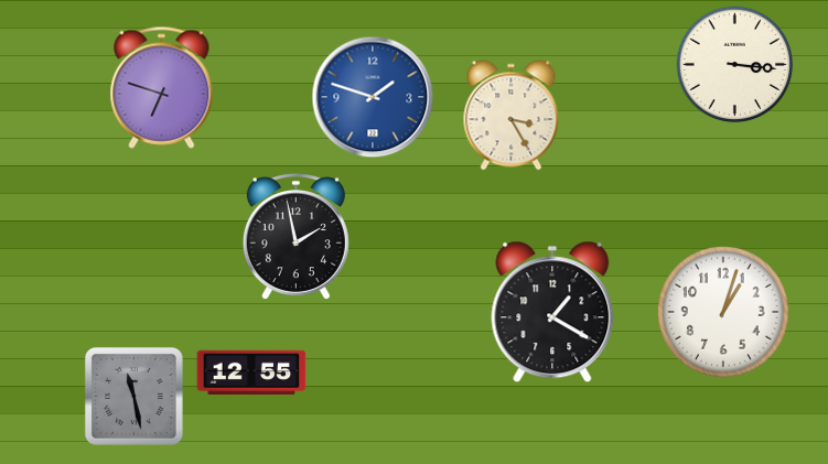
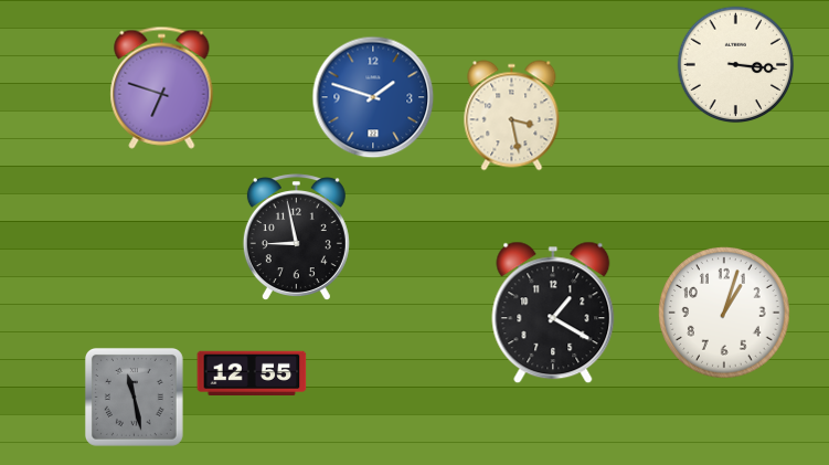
clock at (512, 116): 3:25 -> 3:28
clock at (295, 236): 1:58 -> 8:58
